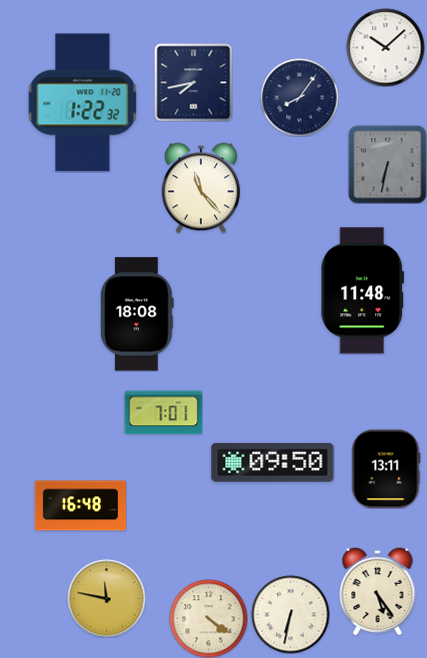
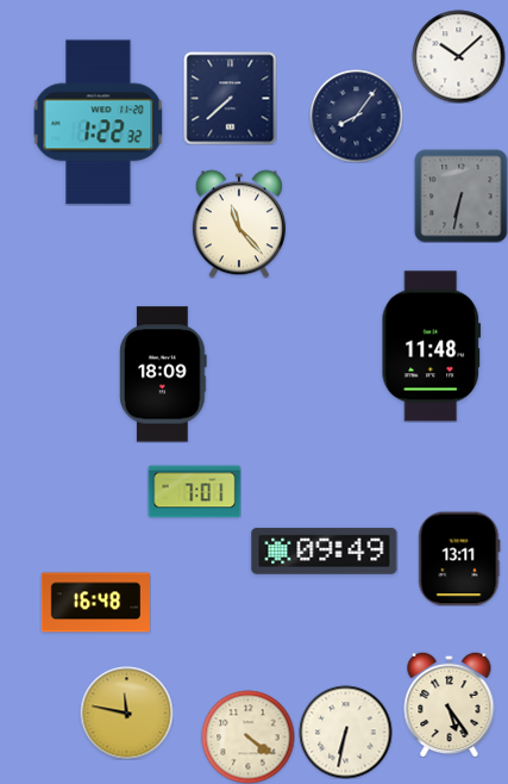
clock at (193, 82): 7:43 -> 7:38
clock at (137, 314): 18:08 -> 18:09
clock at (273, 462): 09:50 -> 09:49
